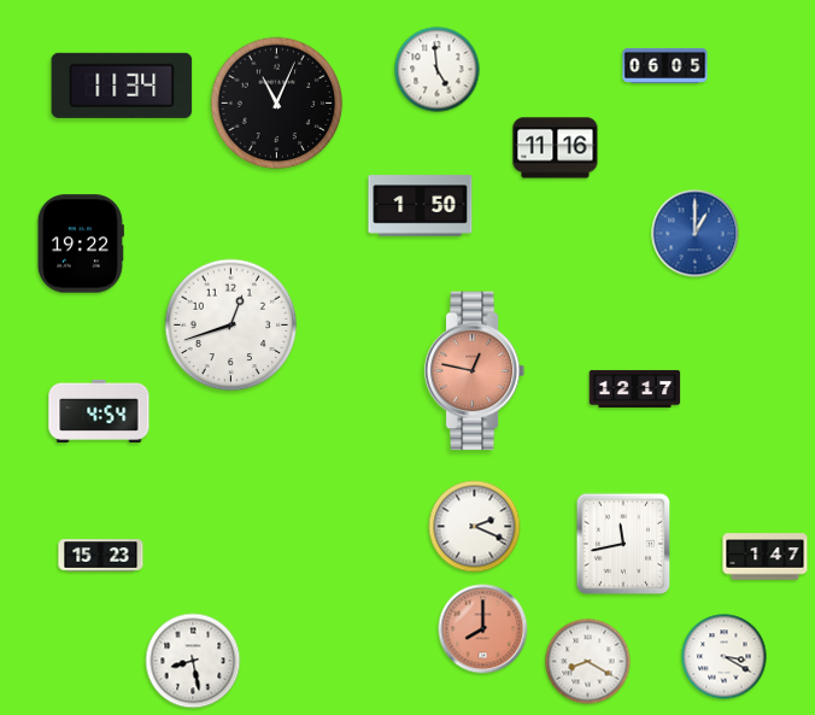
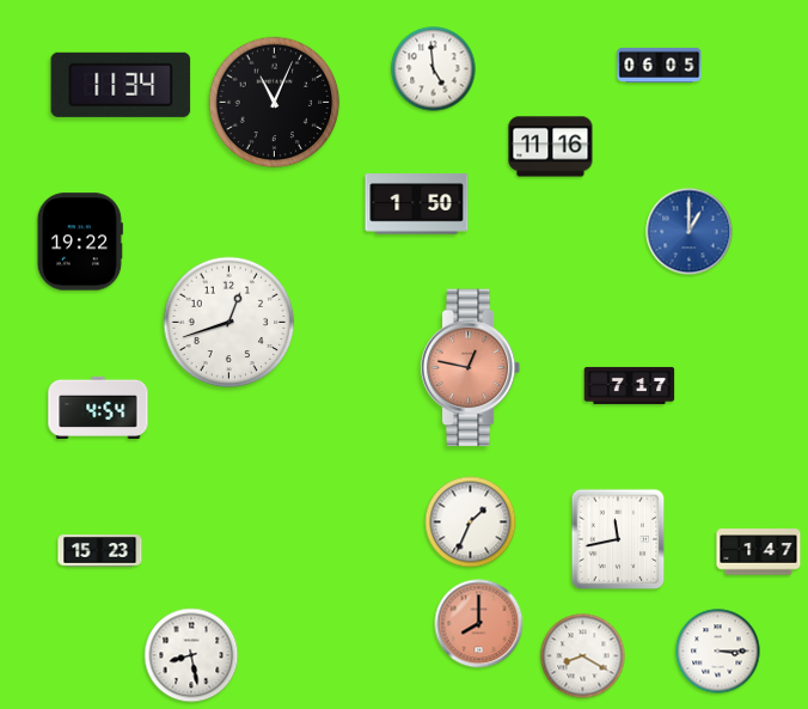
clock at (635, 388): 12:17 -> 7:17
clock at (475, 527): 2:19 -> 1:34
clock at (725, 657): 3:20 -> 3:15
